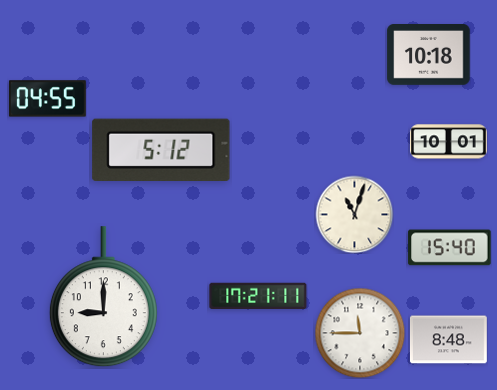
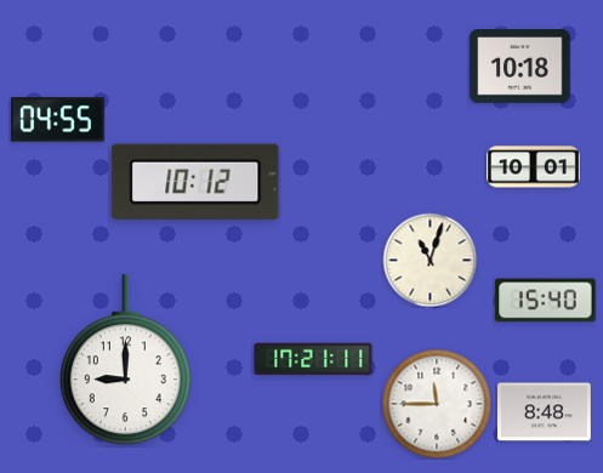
clock at (449, 142) position: (449, 142) -> (534, 167)
clock at (161, 149): 5:12 -> 10:12
